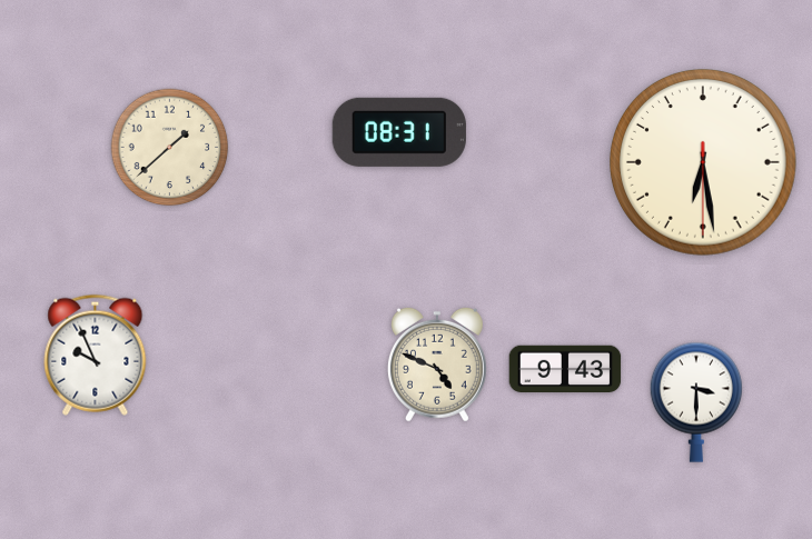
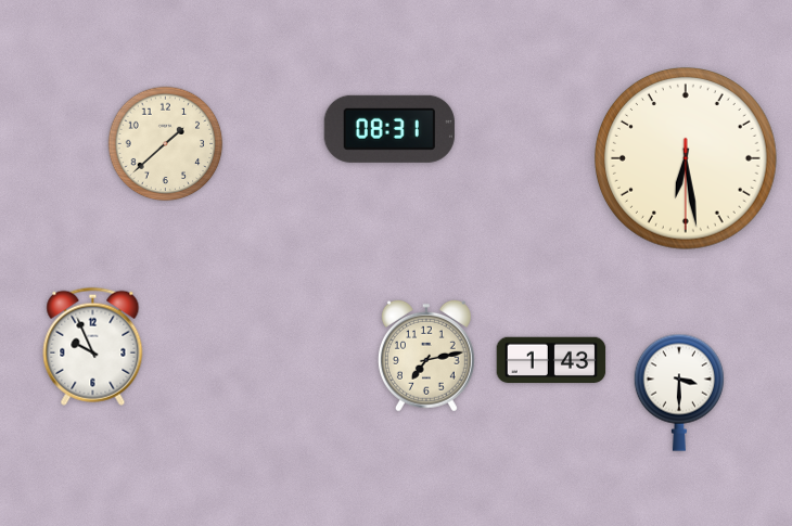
clock at (437, 365): 4:49 -> 7:13
clock at (565, 369): 9:43 -> 1:43
